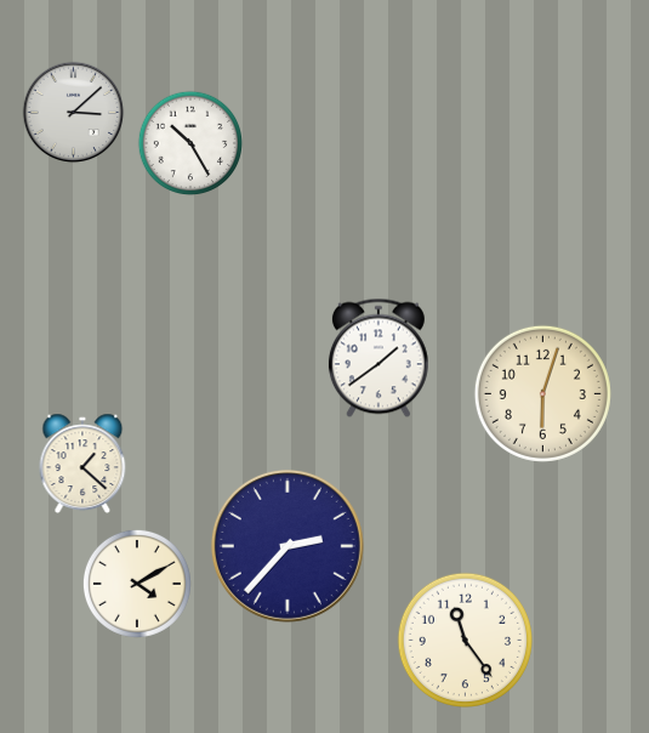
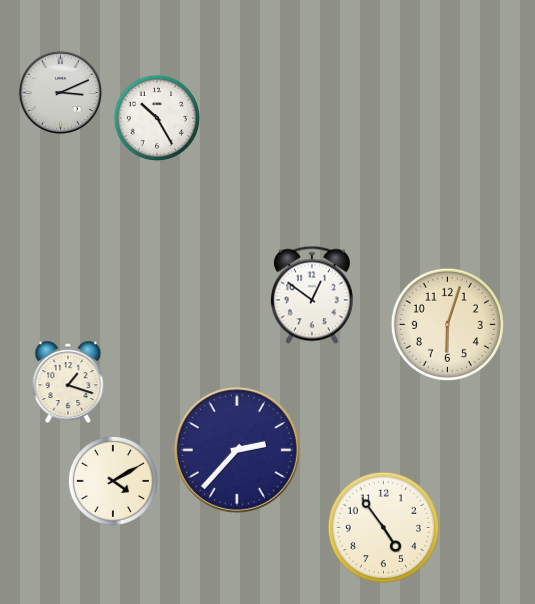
clock at (74, 113): 3:08 -> 3:11
clock at (378, 358): 1:39 -> 12:51
clock at (82, 464): 1:22 -> 1:18
clock at (465, 640): 11:24 -> 4:54
